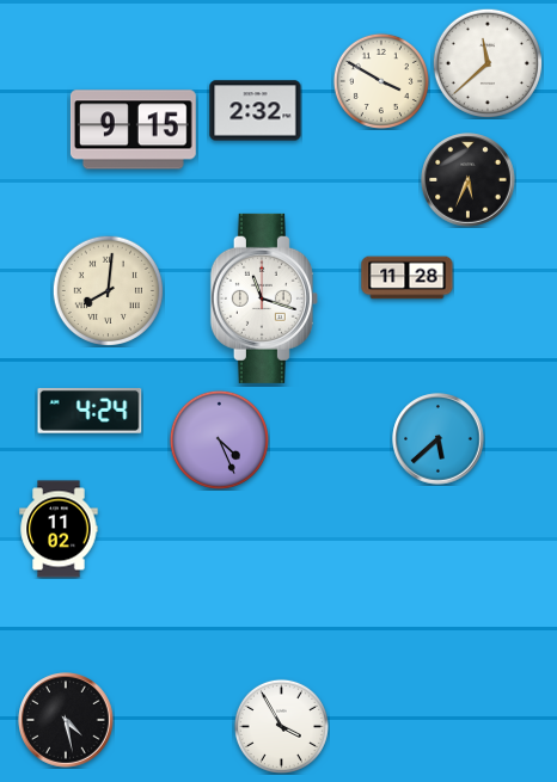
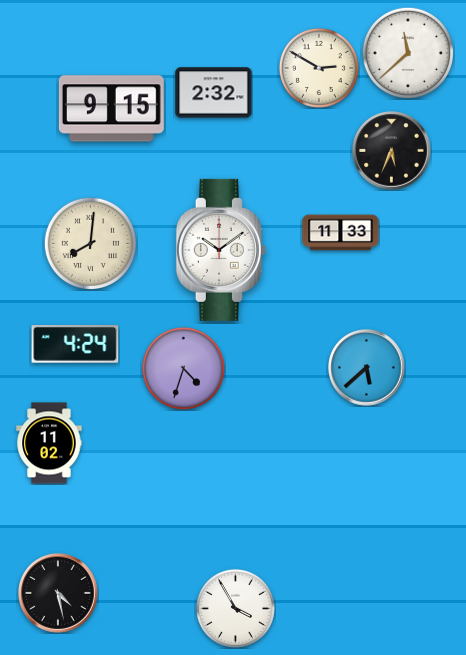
clock at (381, 81): 3:50 -> 2:50
clock at (408, 278): 11:28 -> 11:33
clock at (264, 298): 11:18 -> 10:09
clock at (219, 439): 4:26 -> 4:33
clock at (67, 721) position: (67, 721) -> (59, 594)
